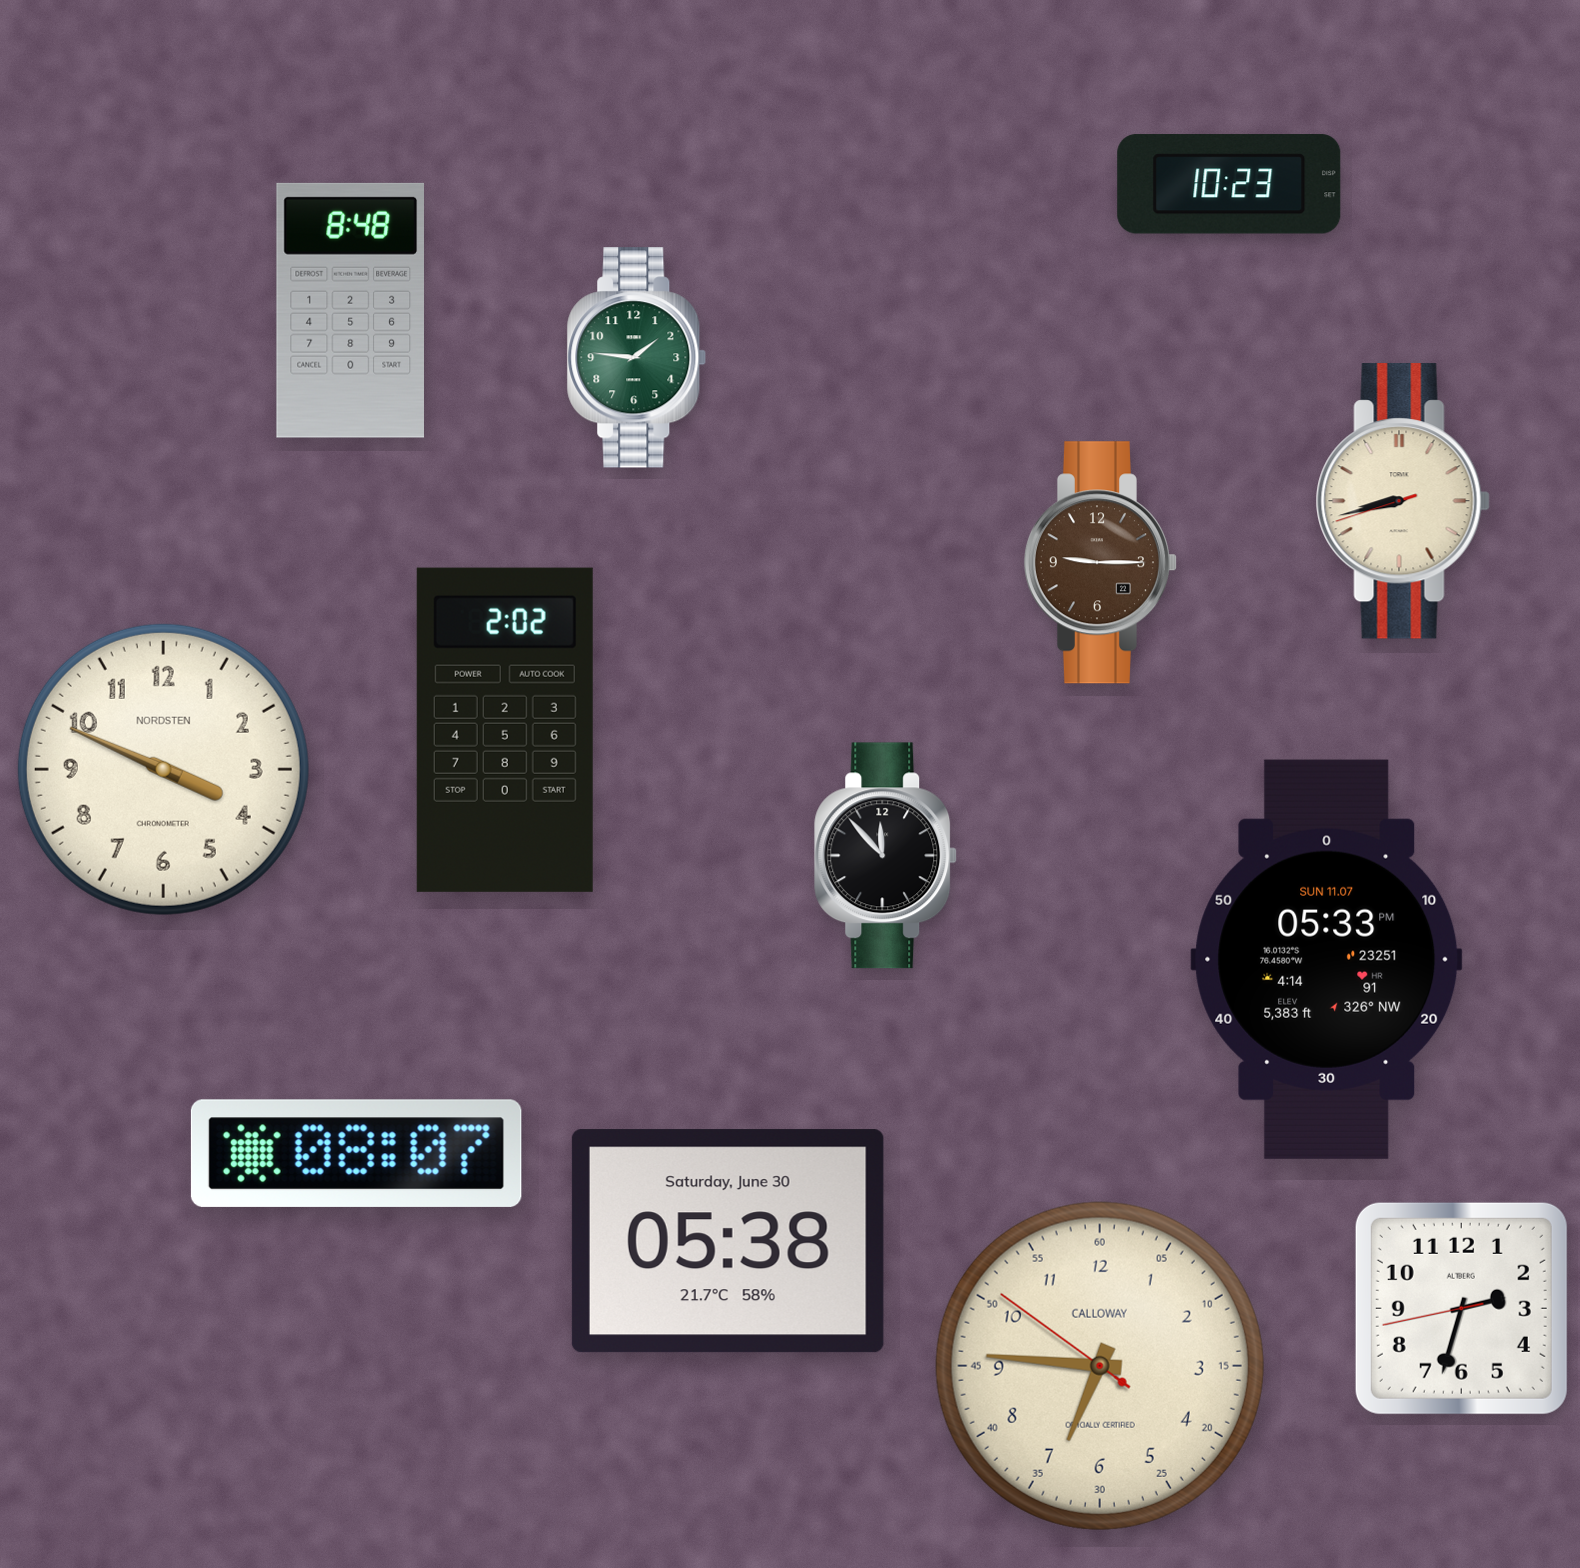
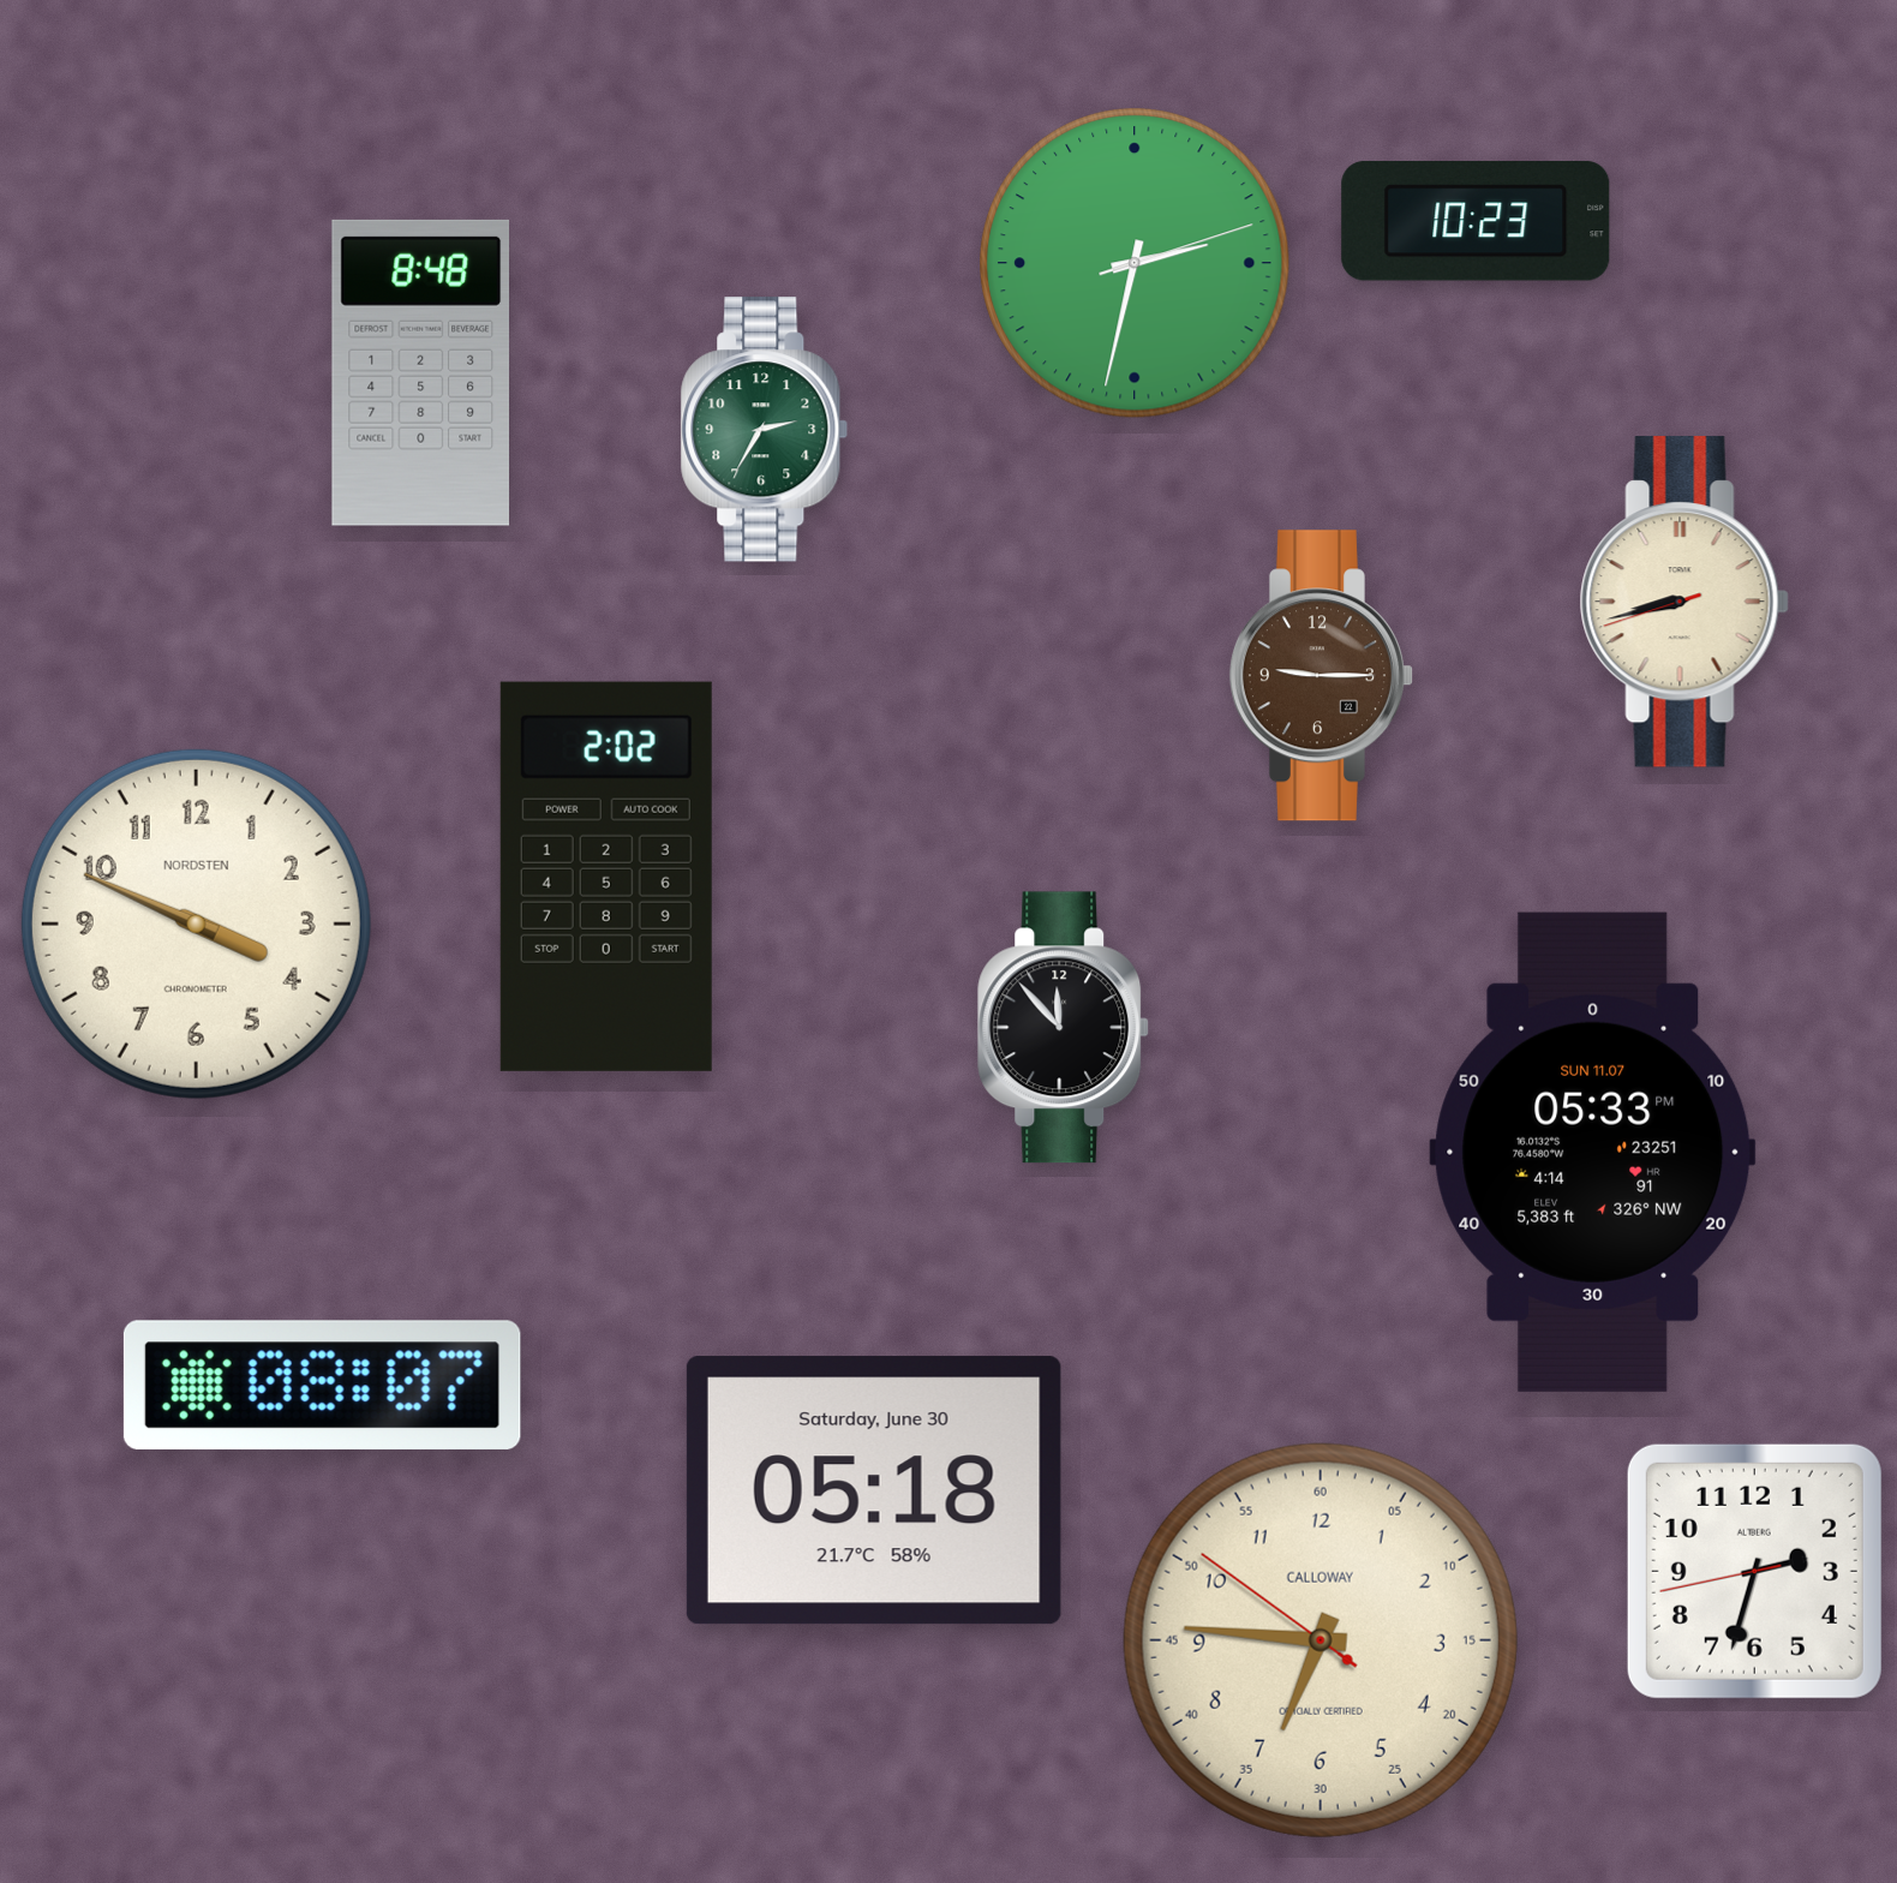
clock at (1135, 263): none -> 2:32
clock at (637, 358): 1:46 -> 2:35
clock at (356, 1153) position: (356, 1153) -> (322, 1385)
clock at (728, 1241): 05:38 -> 05:18
